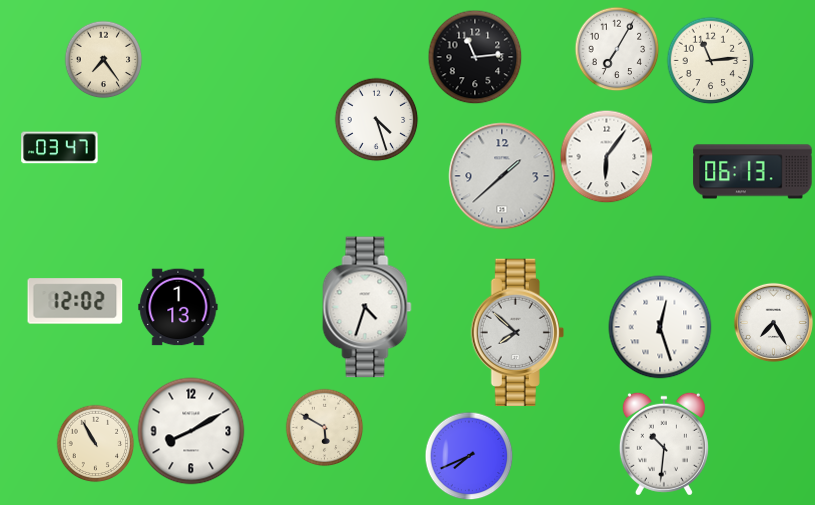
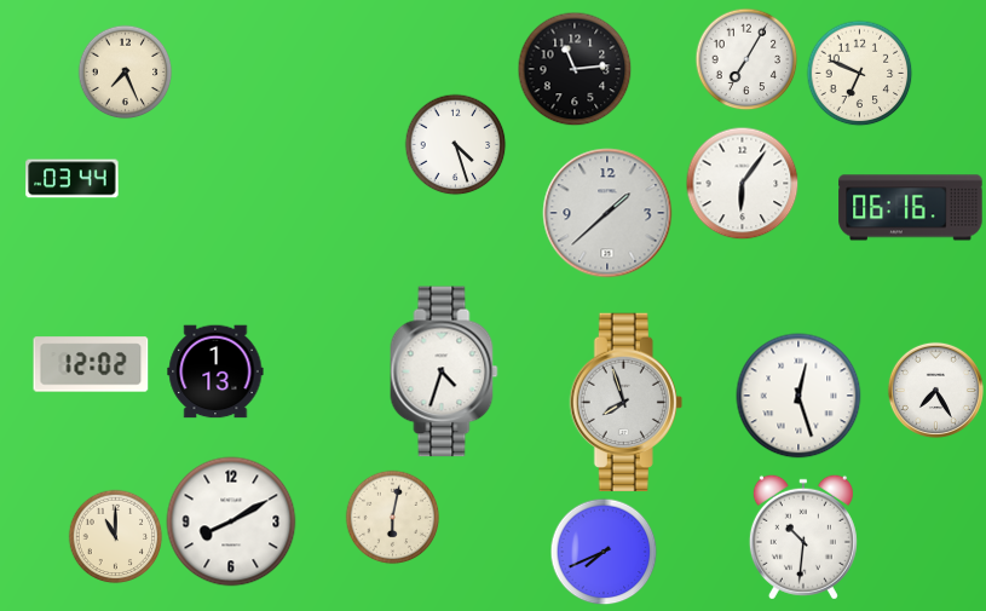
clock at (103, 59): 7:24 -> 7:26
clock at (710, 60): 11:14 -> 6:49
clock at (60, 148): 03:47 -> 03:44
clock at (606, 156) position: (606, 156) -> (742, 183)
clock at (753, 172): 06:13 -> 06:16
clock at (517, 332): 7:52 -> 7:57
clock at (324, 427): 5:50 -> 6:02
clock at (95, 443): 10:55 -> 11:00
clock at (469, 456) position: (469, 456) -> (604, 552)
